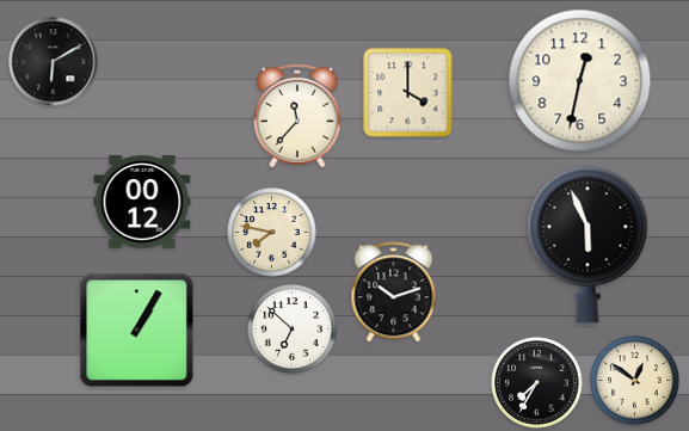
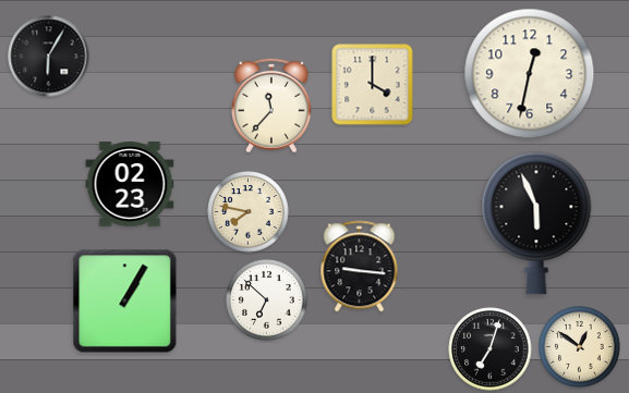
clock at (54, 62): 6:10 -> 6:05
clock at (142, 202): 00:12 -> 02:23
clock at (394, 293): 10:12 -> 9:16
clock at (537, 383): 7:35 -> 7:03
